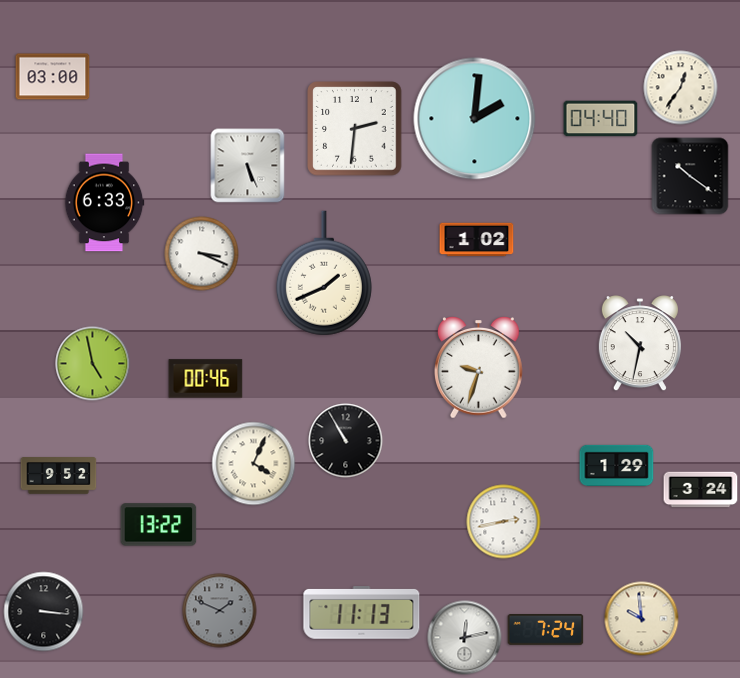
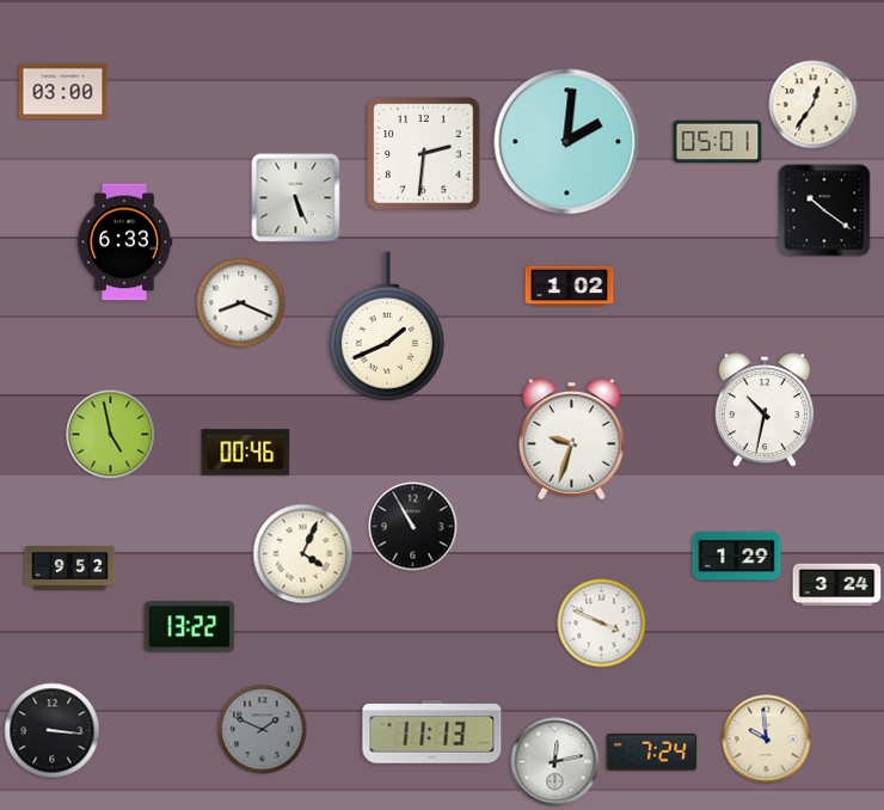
clock at (601, 119): 04:40 -> 05:01
clock at (202, 254): 3:19 -> 8:19
clock at (504, 522): 2:43 -> 3:49
